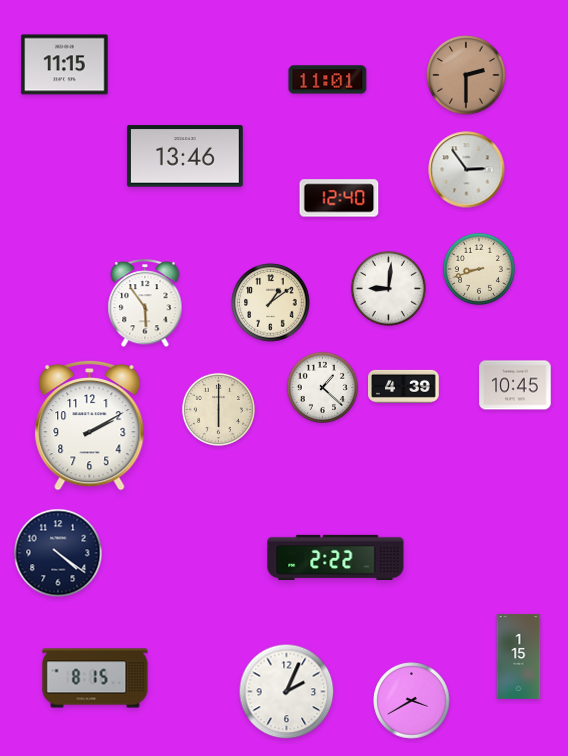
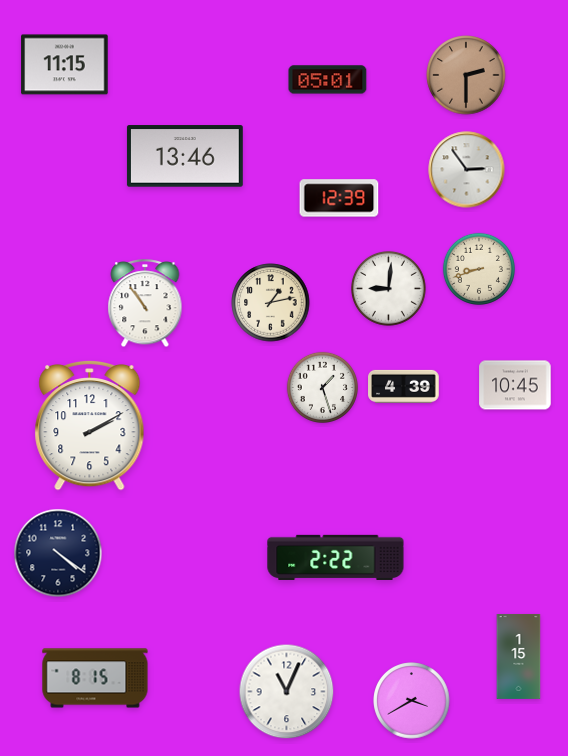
clock at (328, 80): 11:01 -> 05:01
clock at (339, 198): 12:40 -> 12:39
clock at (271, 303): 1:09 -> 1:13
clock at (145, 304): 5:54 -> 10:54
clock at (322, 387): 1:22 -> 1:27
clock at (218, 409): 6:00 -> none
clock at (287, 692): 2:04 -> 11:04
